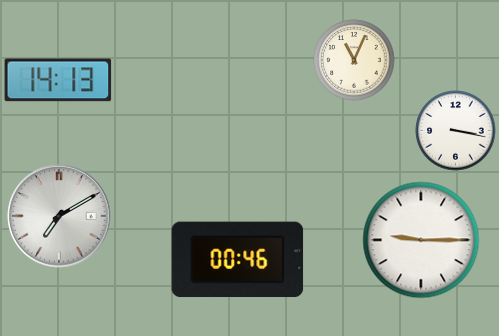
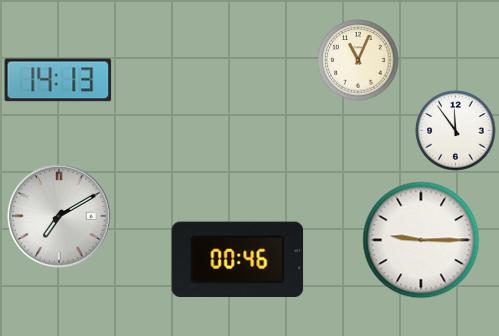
clock at (354, 60) position: (354, 60) -> (358, 60)
clock at (456, 131): 3:17 -> 11:54
